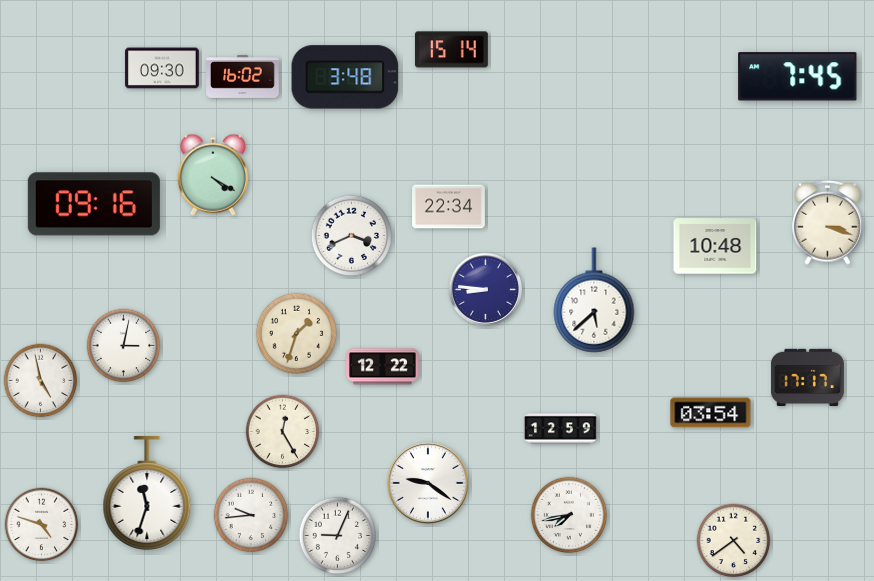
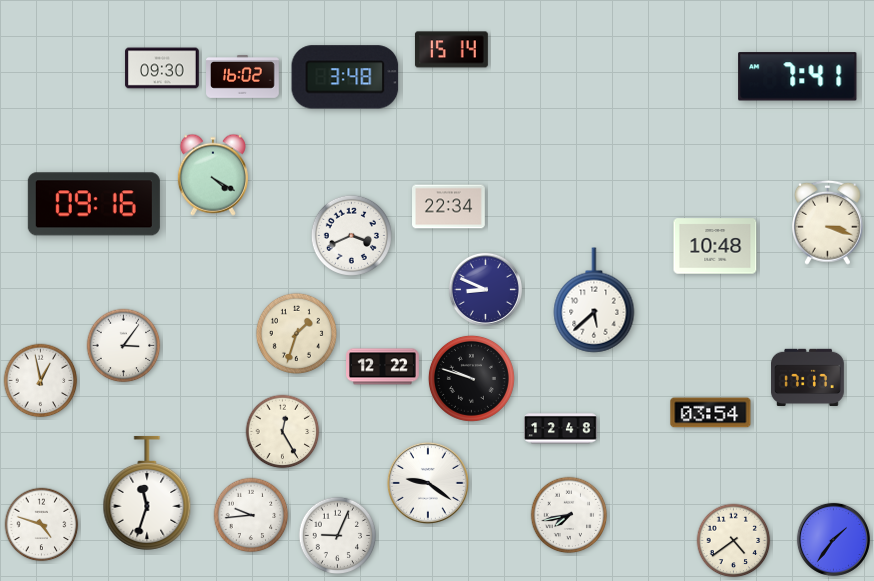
clock at (798, 77): 7:45 -> 7:41
clock at (485, 289): 8:46 -> 8:49
clock at (124, 346): 3:02 -> 3:06
clock at (471, 378): none -> 9:48
clock at (41, 381): 4:58 -> 12:58
clock at (561, 429): 12:59 -> 12:48
clock at (833, 539): none -> 1:36
